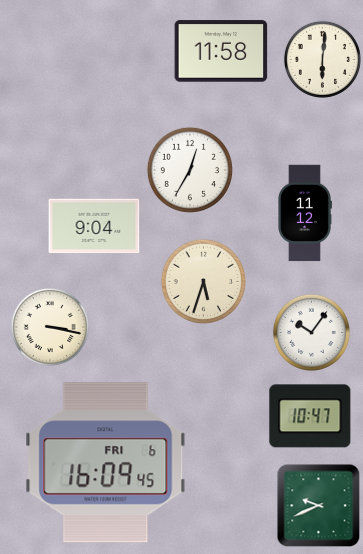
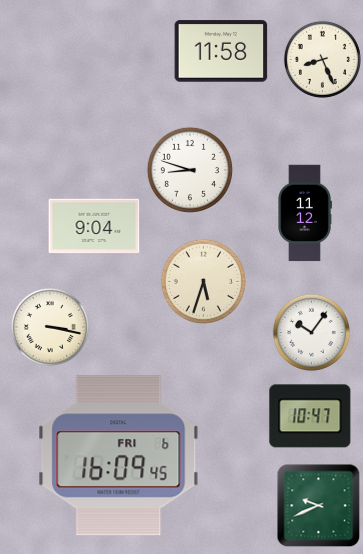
clock at (322, 59): 6:01 -> 8:26
clock at (189, 169): 12:35 -> 8:48
clock at (106, 463) position: (106, 463) -> (119, 456)
